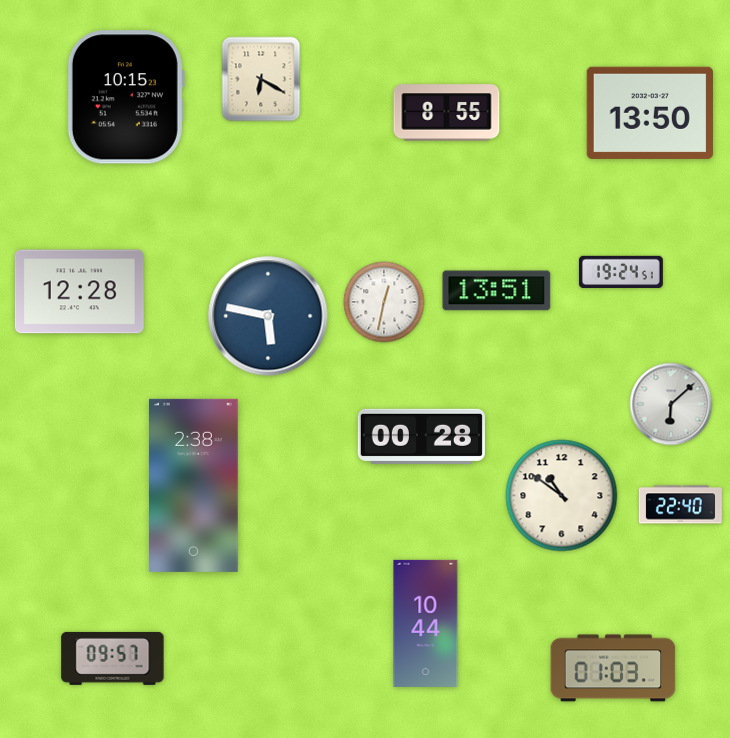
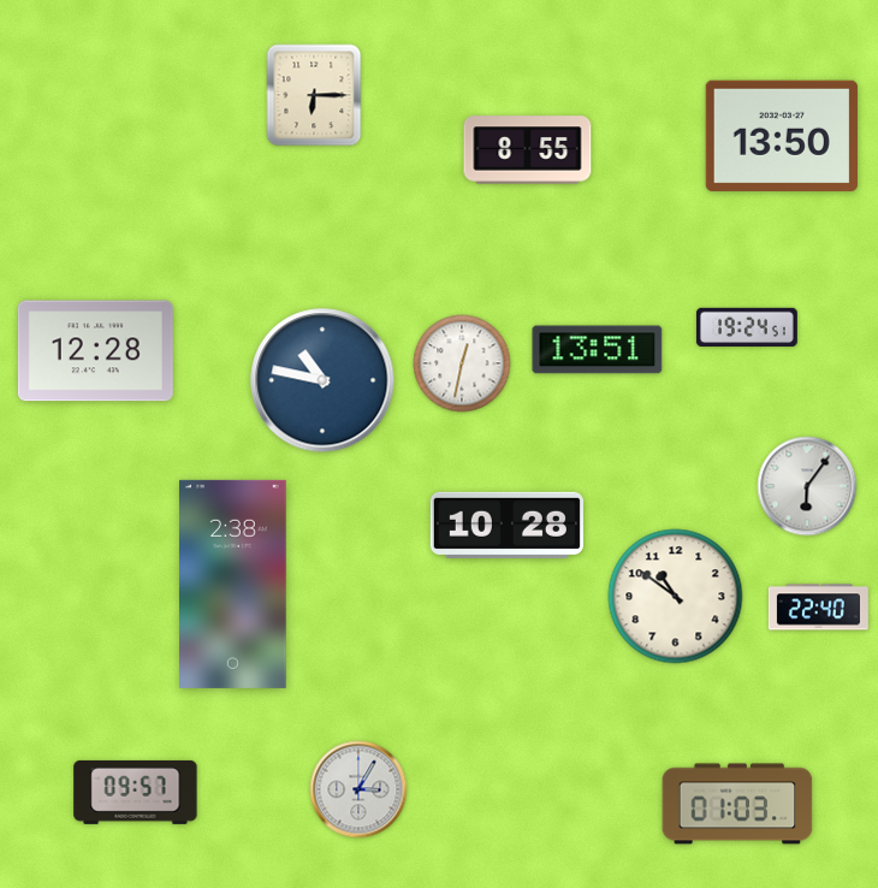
clock at (261, 79): 6:20 -> 6:15
clock at (126, 97): 10:15 -> none
clock at (447, 113) position: (447, 113) -> (528, 150)
clock at (268, 316): 5:47 -> 10:47
clock at (671, 404): 6:08 -> 6:06
clock at (421, 436): 00:28 -> 10:28
clock at (426, 623): 10:44 -> none
clock at (358, 789): none -> 3:05
